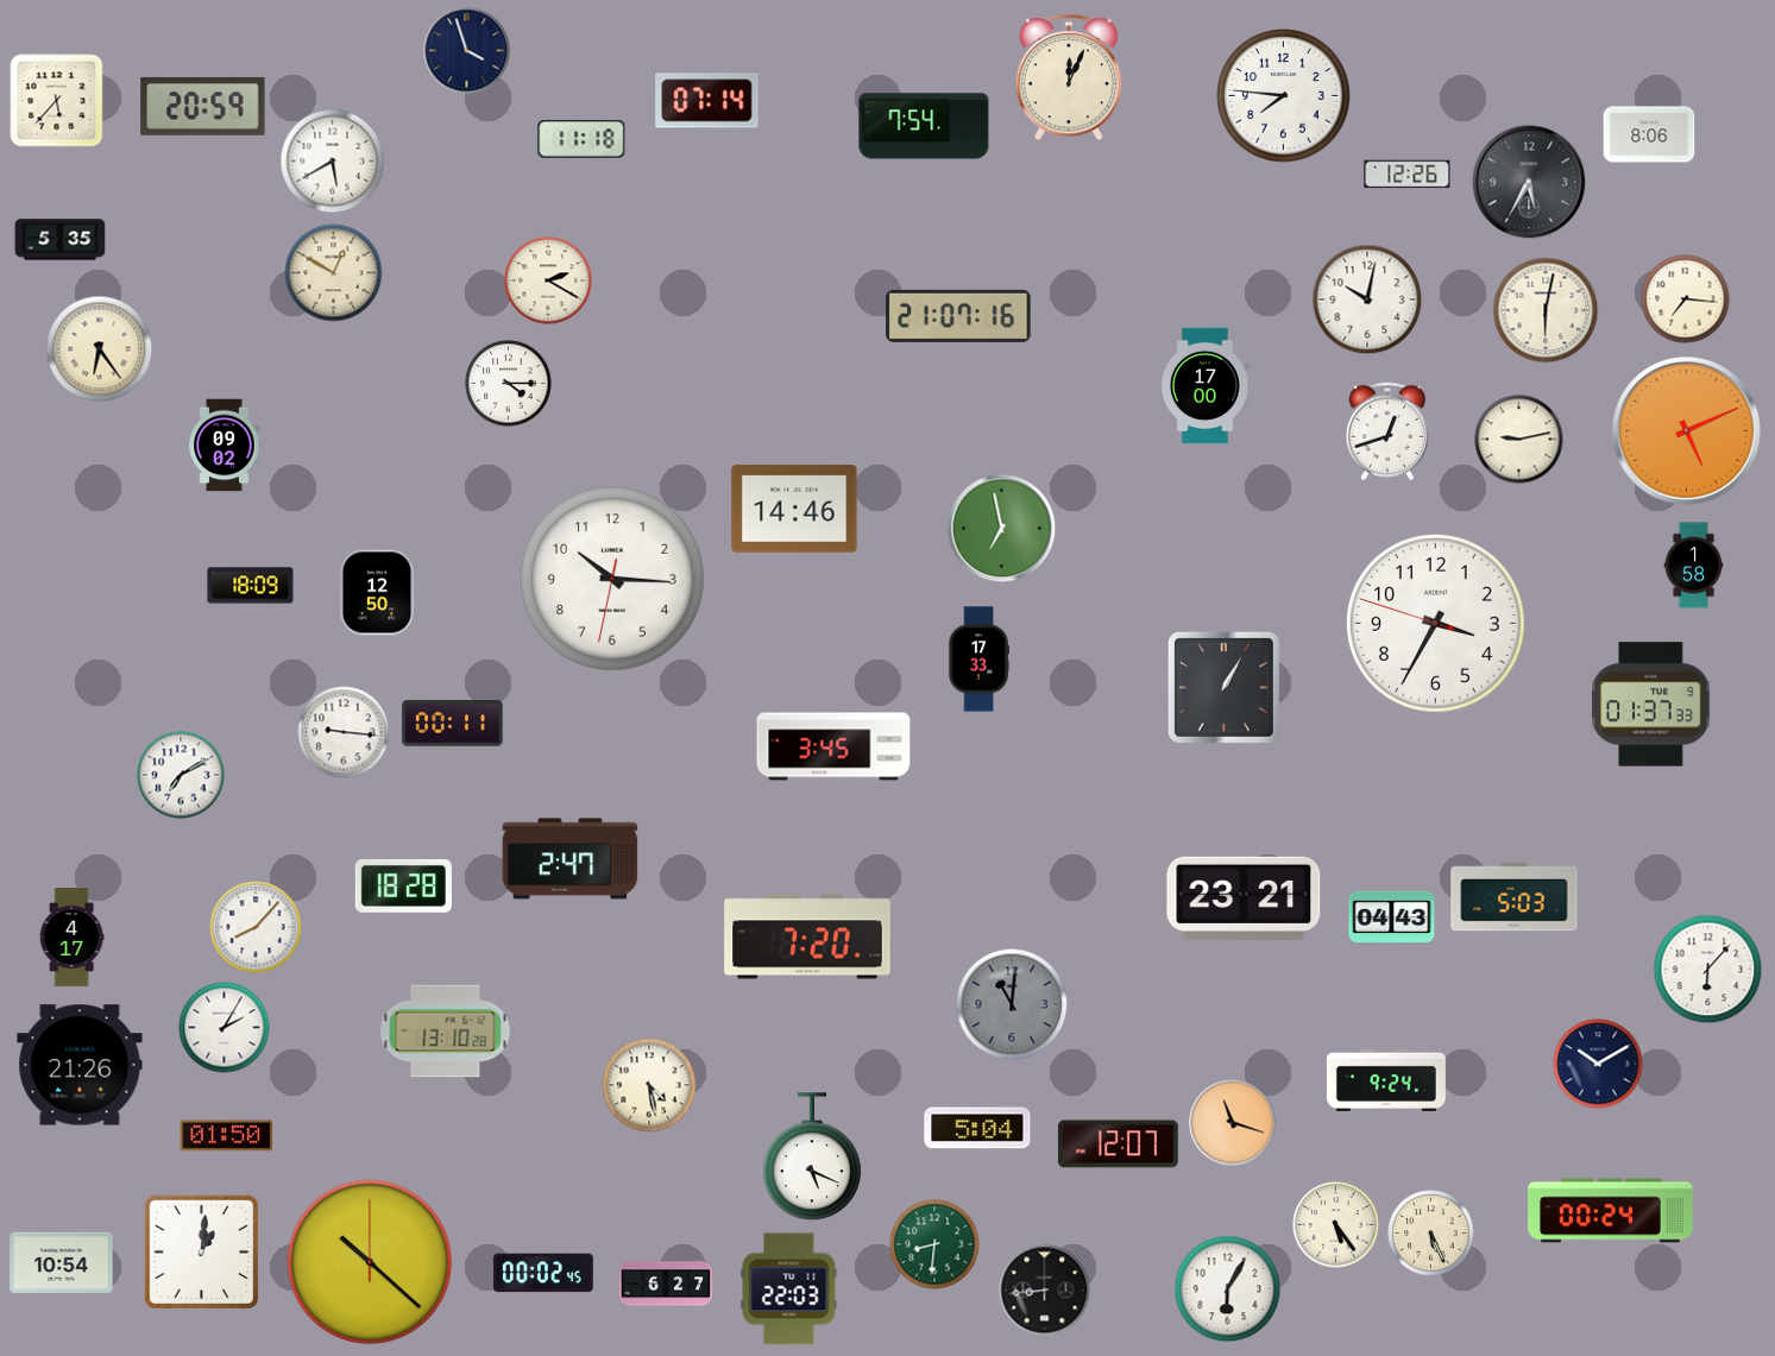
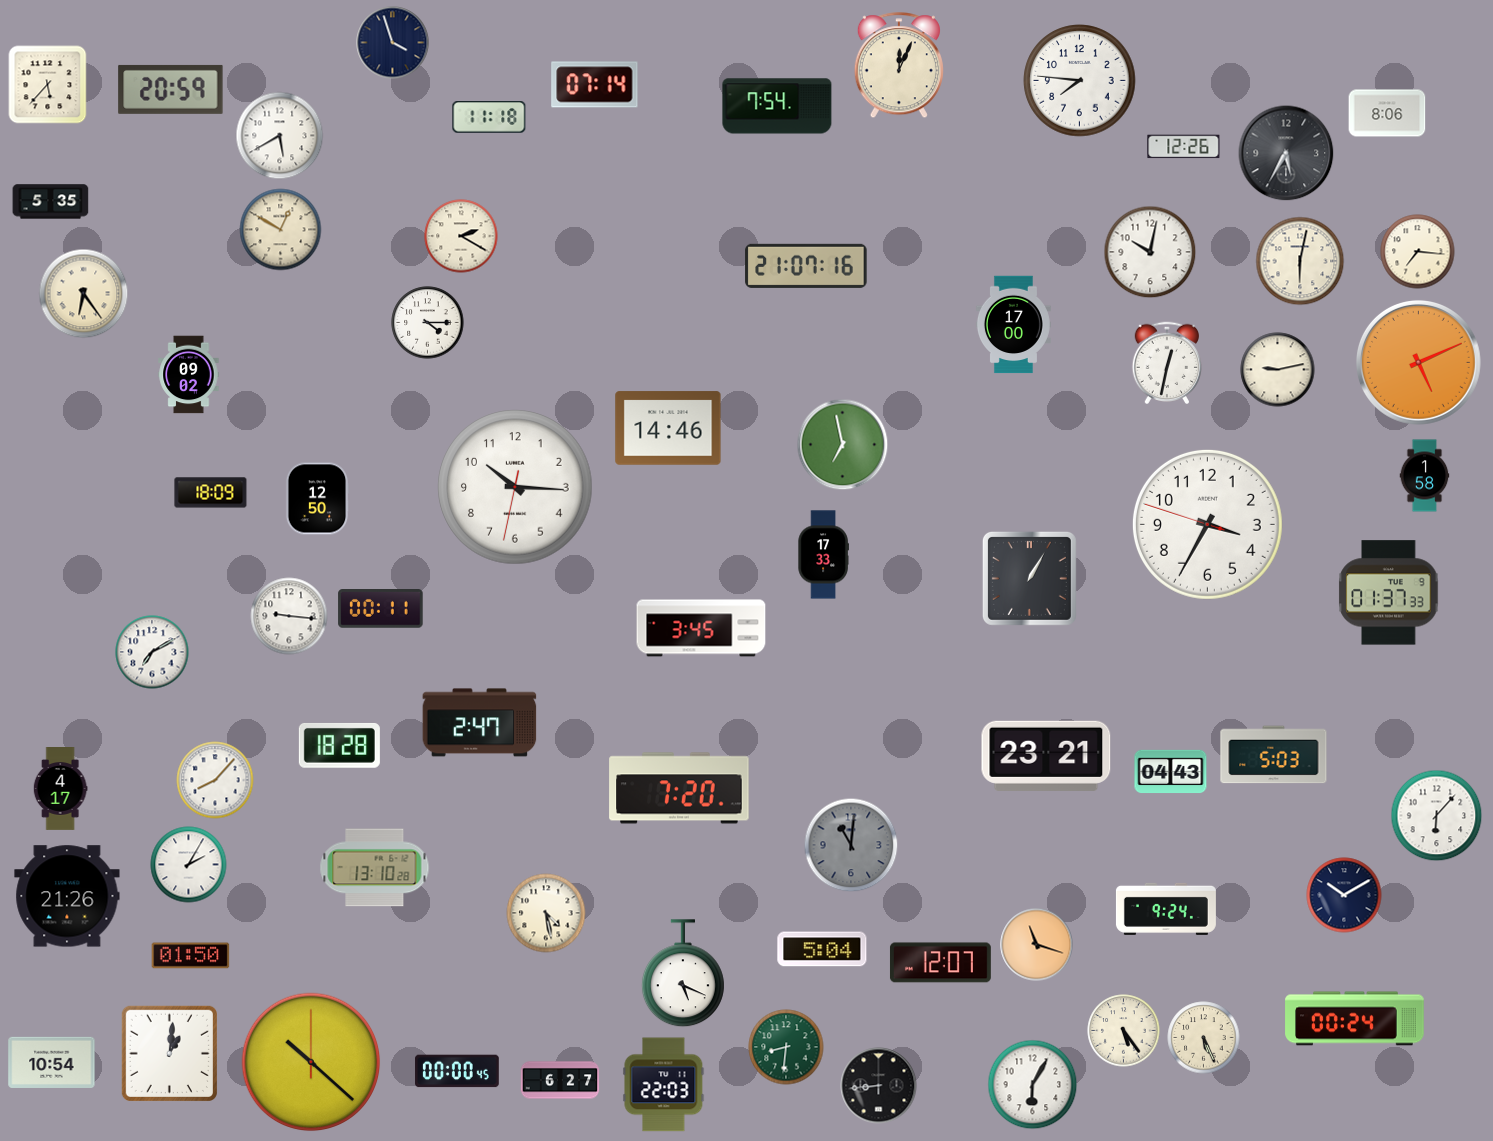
clock at (1387, 431): 12:42 -> 12:32
clock at (543, 1273): 00:02 -> 00:00
